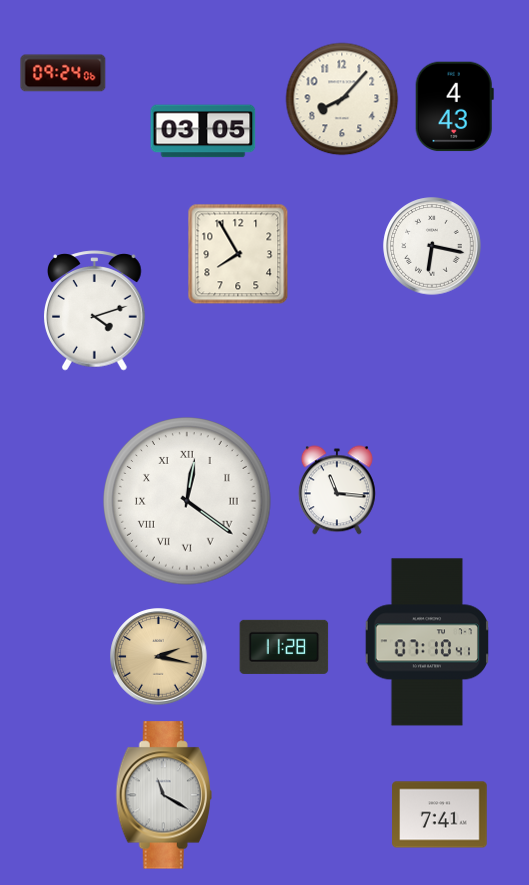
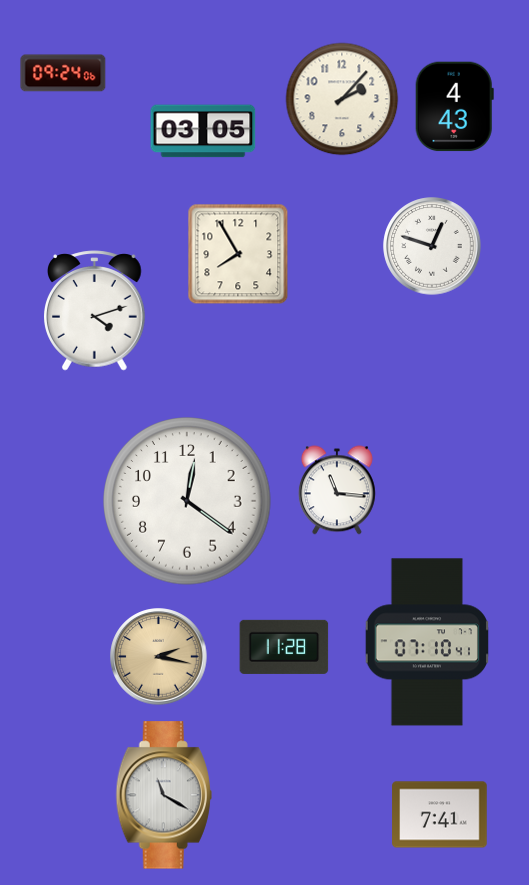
clock at (342, 99): 8:07 -> 2:07
clock at (432, 246): 6:17 -> 12:48
clock at (187, 501) numerals: Roman -> Arabic
